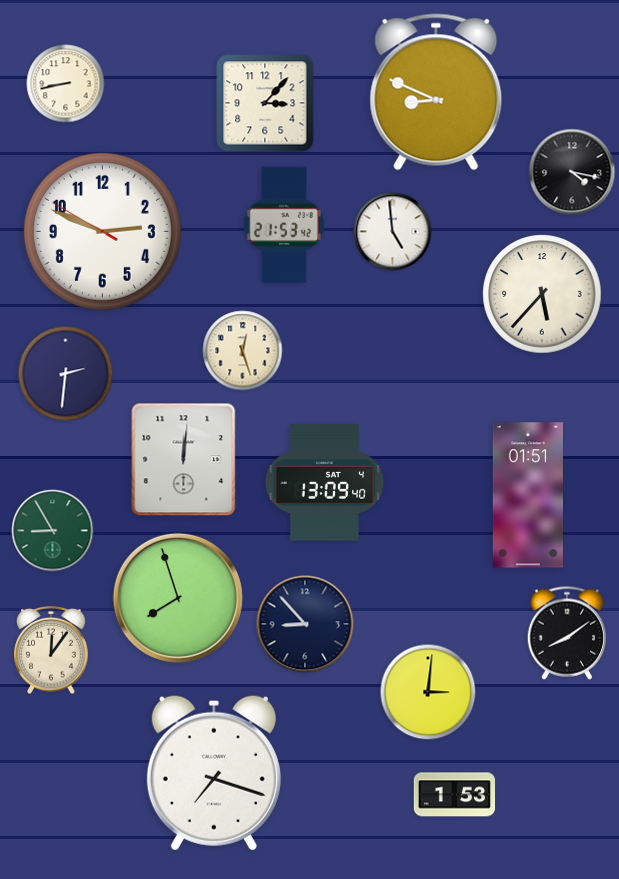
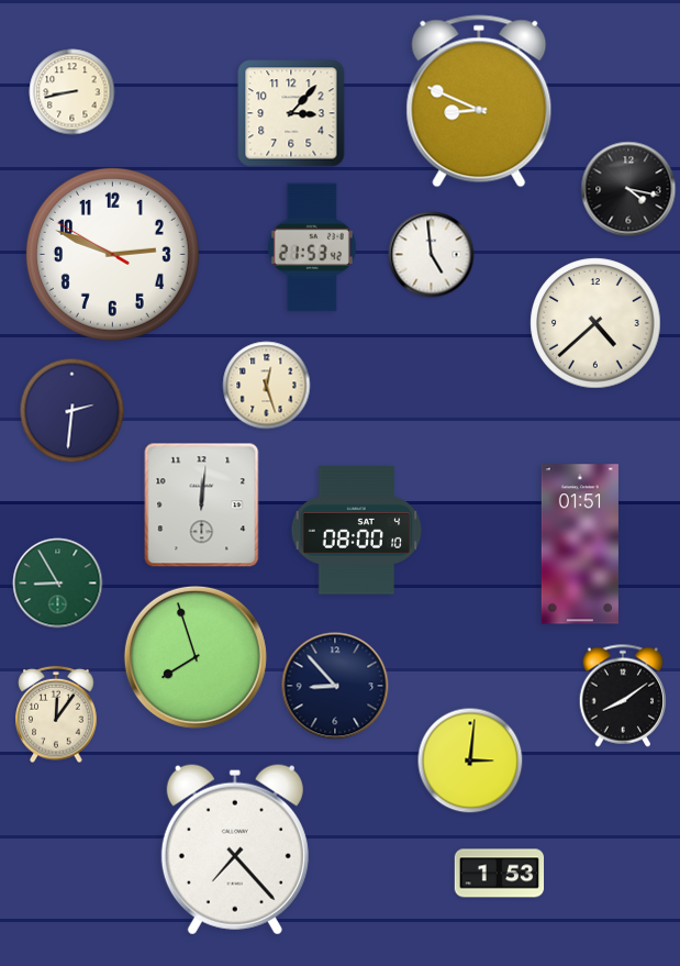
clock at (542, 294): 5:37 -> 4:38
clock at (325, 483): 13:09 -> 08:00
clock at (214, 773): 7:18 -> 7:23
